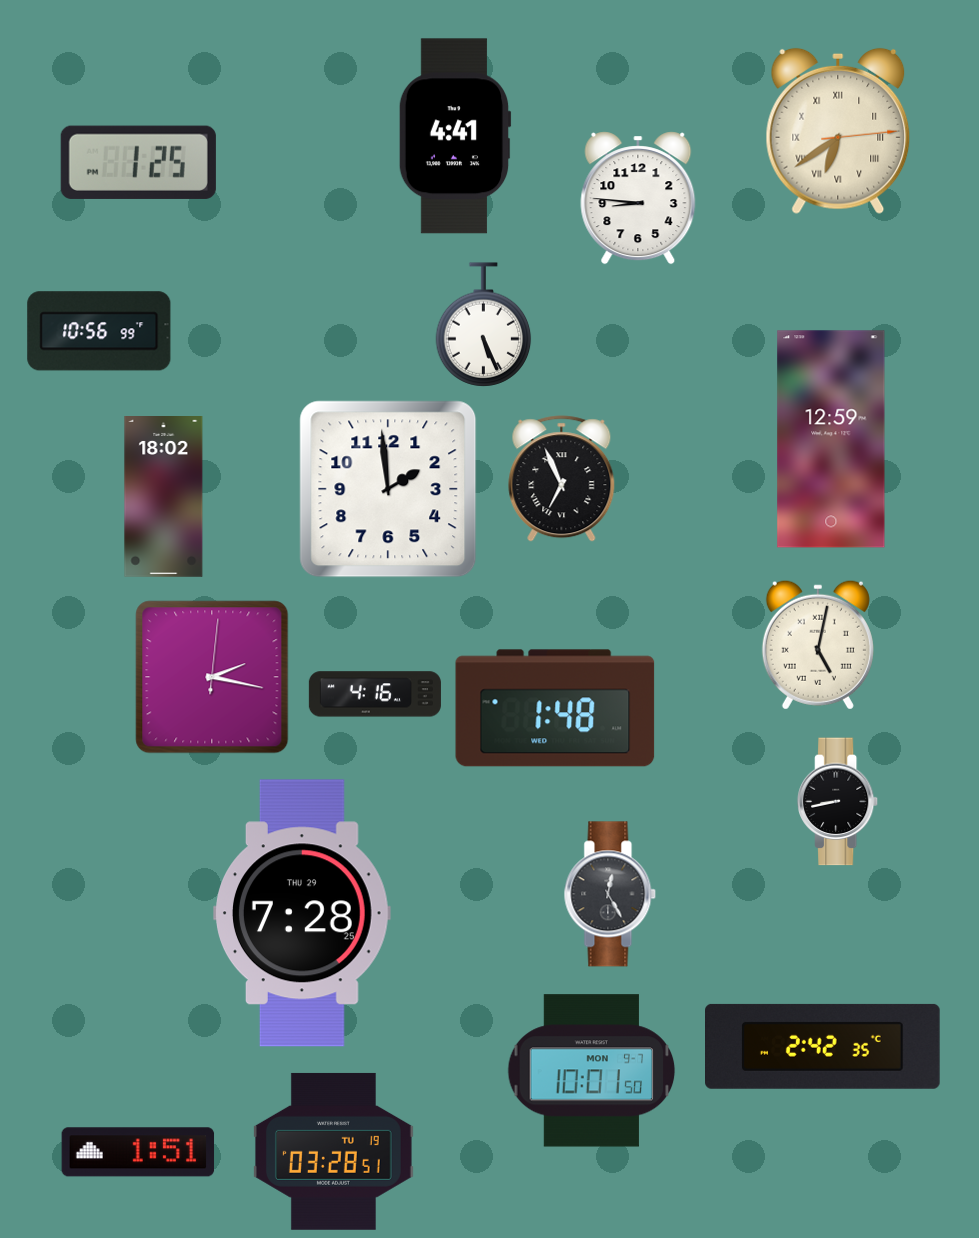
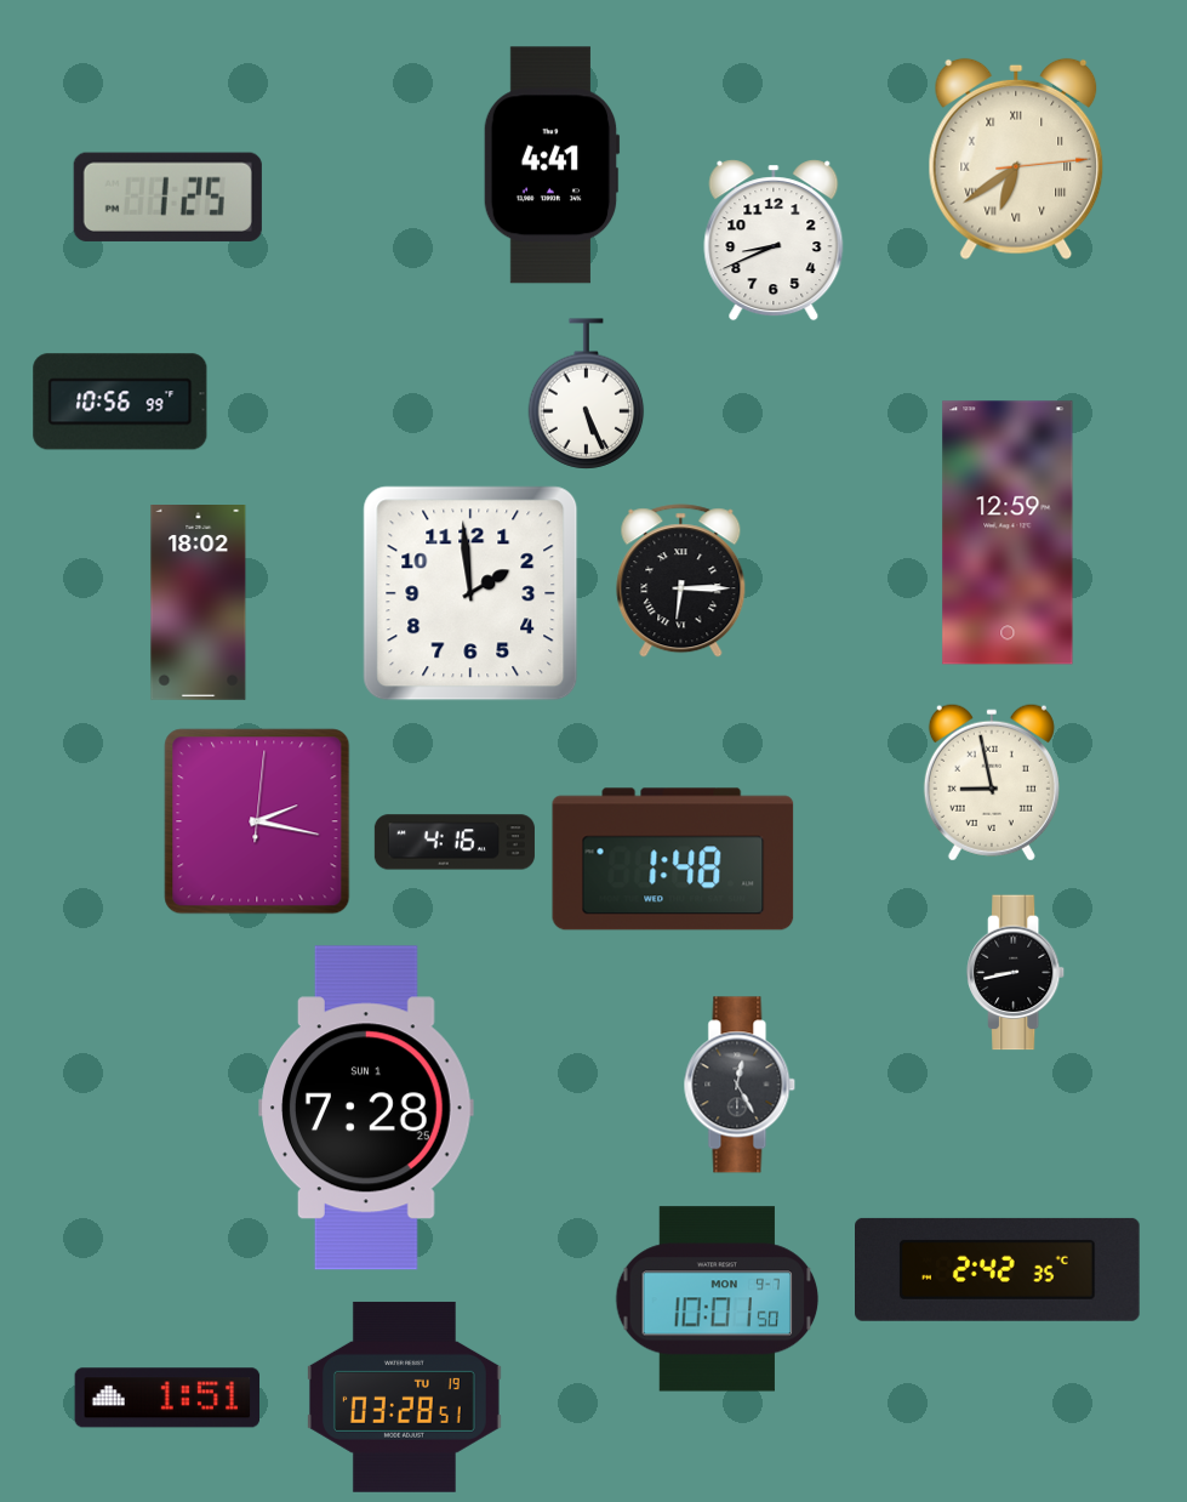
clock at (638, 198): 8:46 -> 8:41
clock at (562, 479): 6:56 -> 6:15
clock at (818, 645): 5:02 -> 8:58
clock at (303, 913) date: THU 29 -> SUN 1
